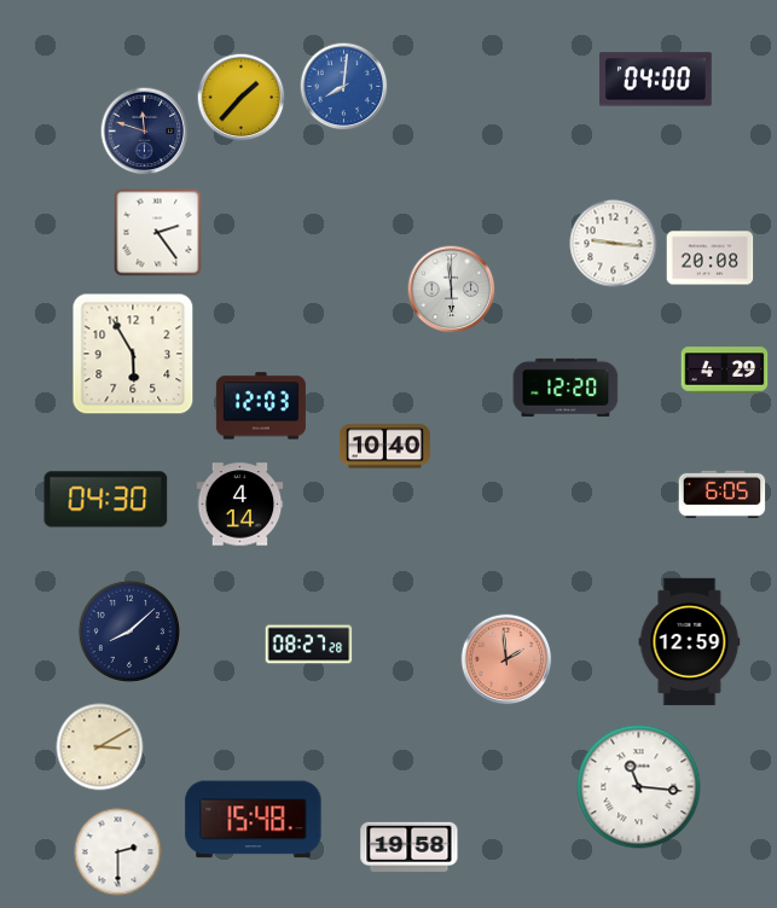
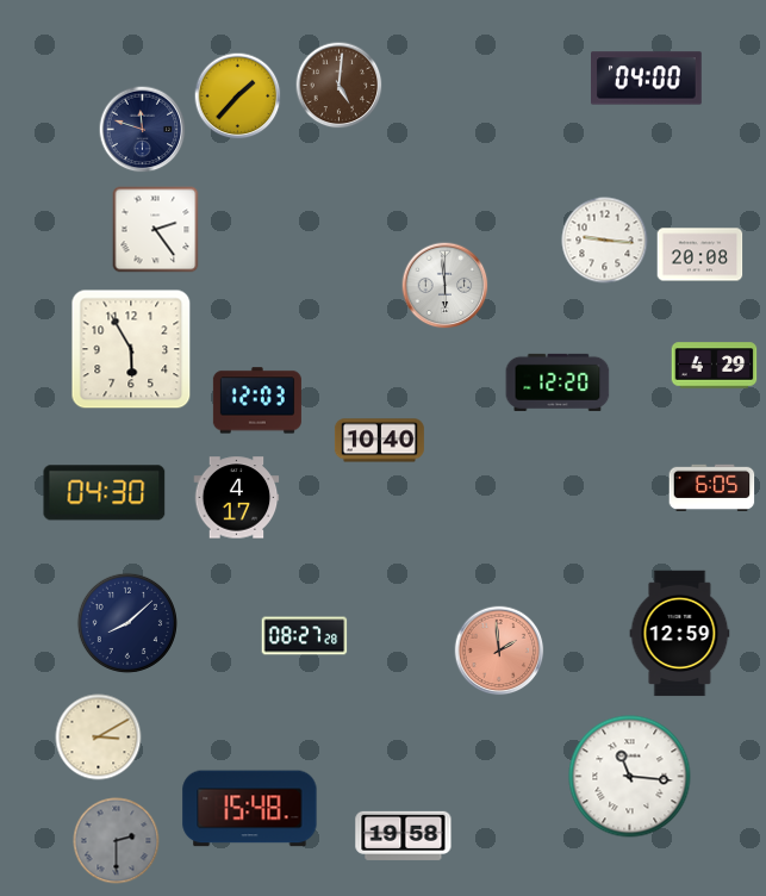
clock at (344, 87): 8:01 -> 5:01
clock at (344, 87) dial: blue -> brown
clock at (240, 505): 4:14 -> 4:17
clock at (118, 852) dial: white -> grey
